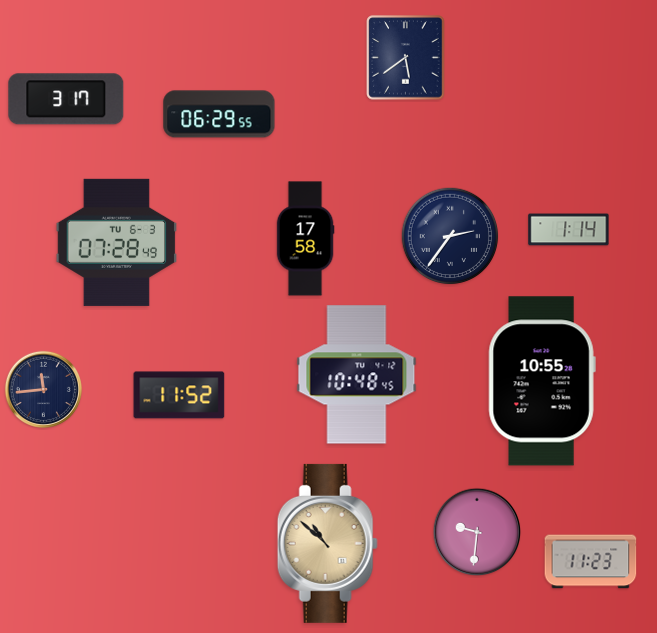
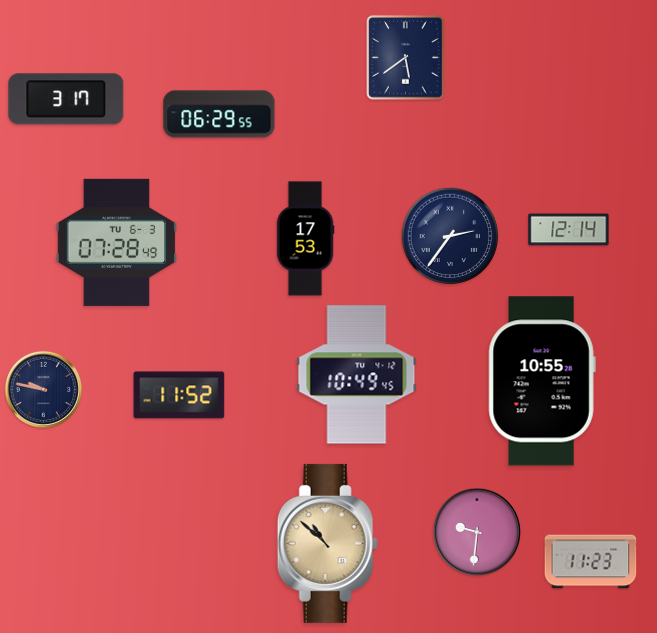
clock at (569, 230): 1:14 -> 12:14
clock at (305, 239): 17:58 -> 17:53
clock at (357, 375): 10:48 -> 10:49
clock at (43, 389): 11:44 -> 9:47
